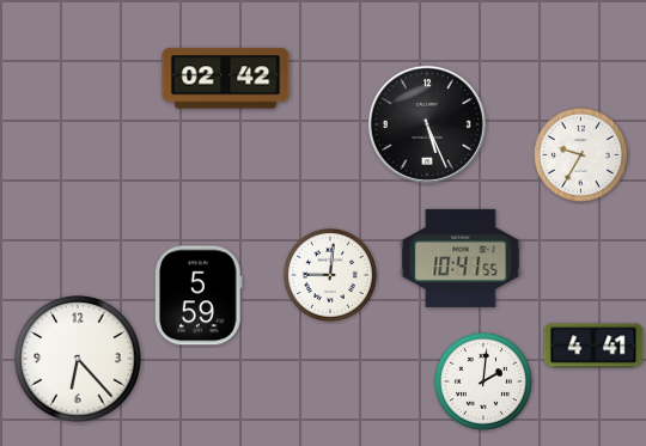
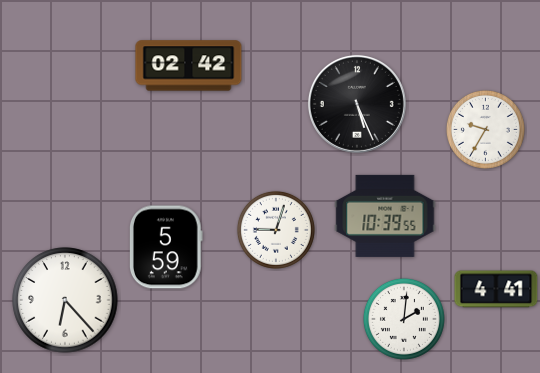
clock at (461, 258): 10:41 -> 10:39
clock at (330, 275): 9:01 -> 9:03
